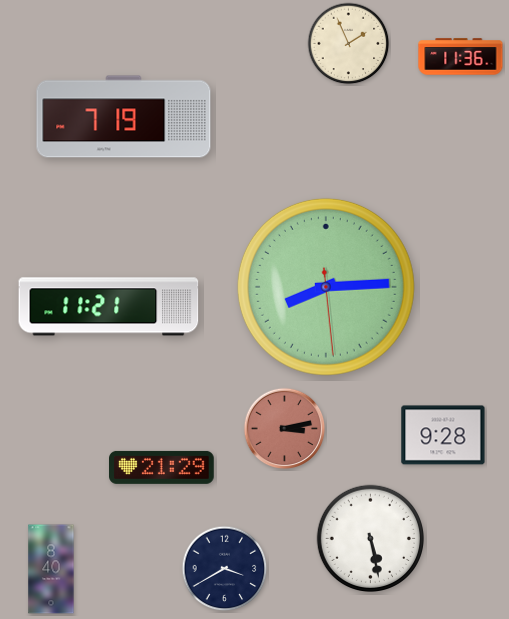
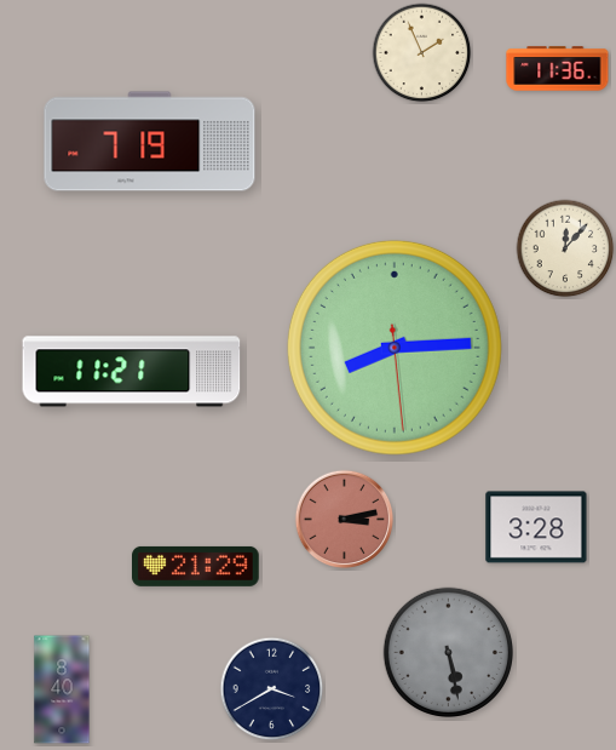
clock at (565, 248): none -> 12:07
clock at (443, 435): 9:28 -> 3:28
clock at (371, 539) dial: white -> grey
